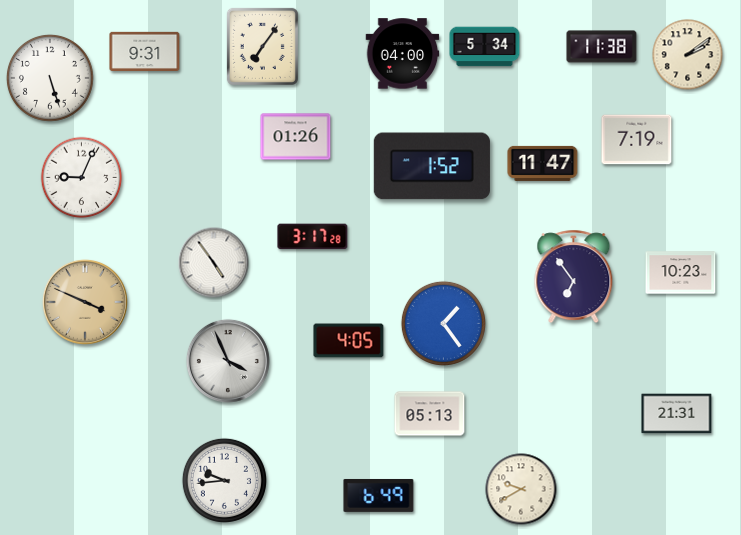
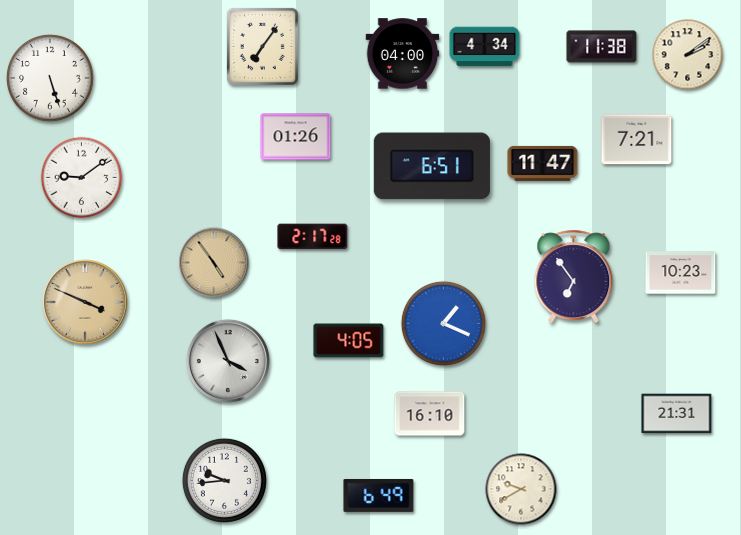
clock at (485, 47): 5:34 -> 4:34
clock at (145, 51): 9:31 -> none
clock at (637, 140): 7:19 -> 7:21
clock at (432, 166): 1:52 -> 6:51
clock at (82, 178): 9:04 -> 9:09
clock at (313, 237): 3:17 -> 2:17
clock at (214, 263) dial: white -> champagne
clock at (443, 323): 1:24 -> 1:19
clock at (430, 414): 05:13 -> 16:10
